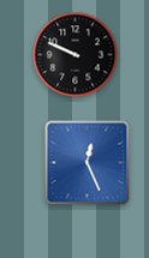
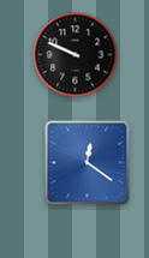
clock at (88, 163): 12:26 -> 12:21
